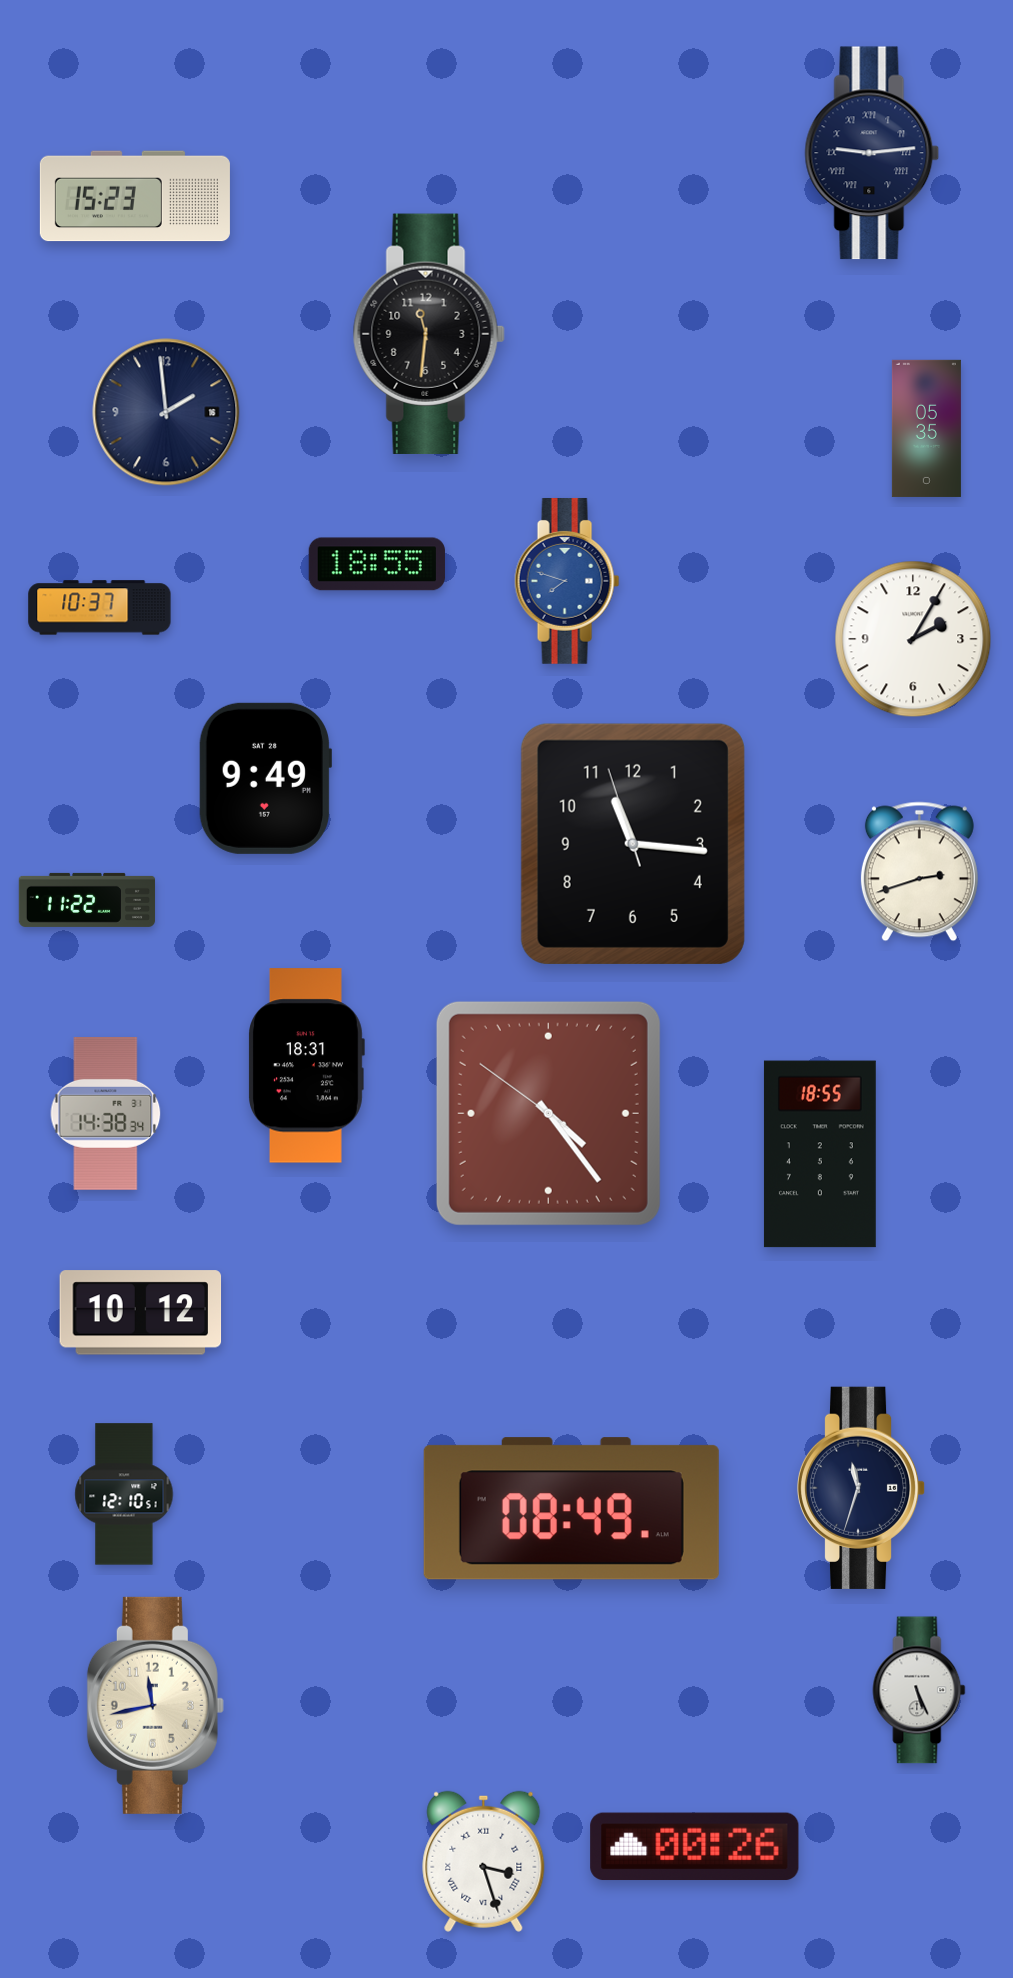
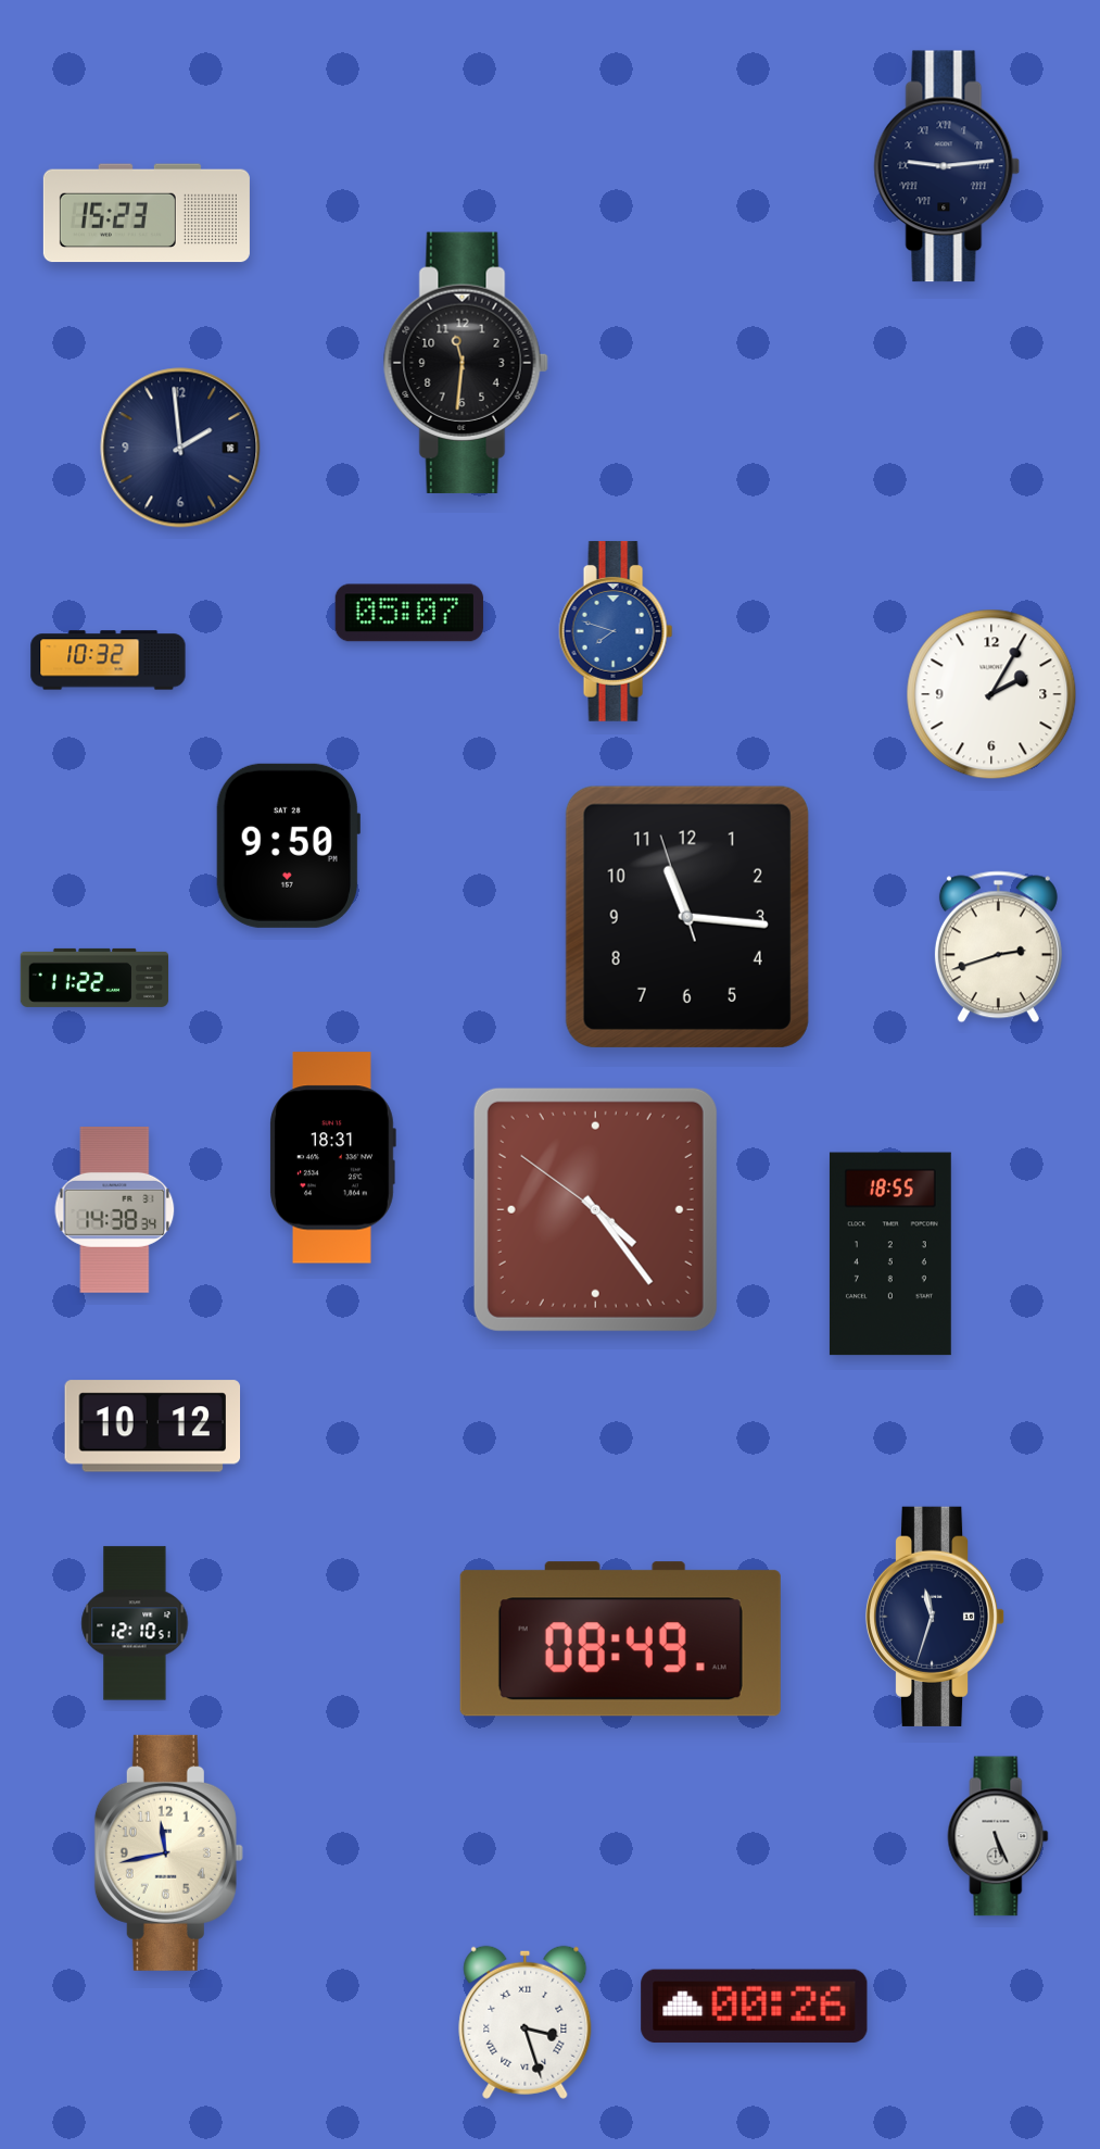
clock at (926, 428): 05:35 -> none
clock at (377, 564): 18:55 -> 05:07
clock at (100, 608): 10:37 -> 10:32
clock at (265, 778): 9:49 -> 9:50
